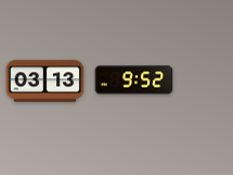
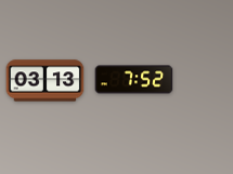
clock at (134, 80): 9:52 -> 7:52
